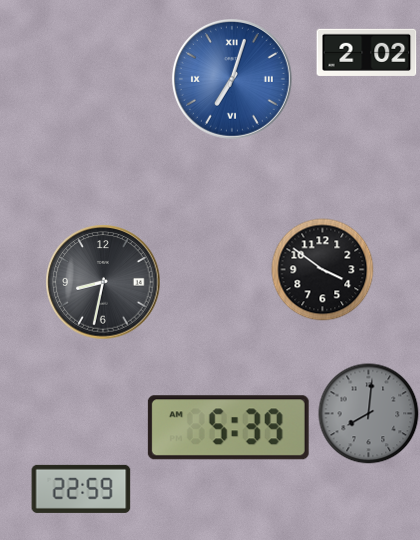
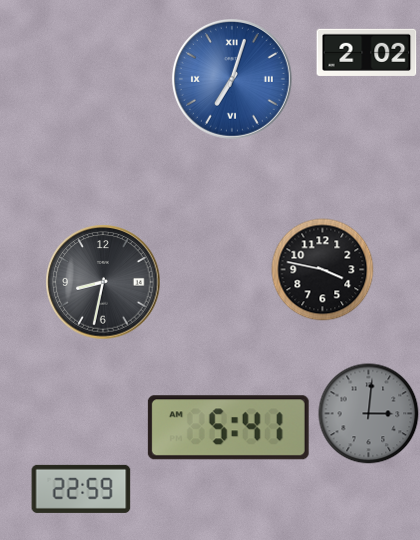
clock at (323, 270): 3:51 -> 3:47
clock at (369, 414): 8:01 -> 3:01
clock at (228, 428): 5:39 -> 5:41
